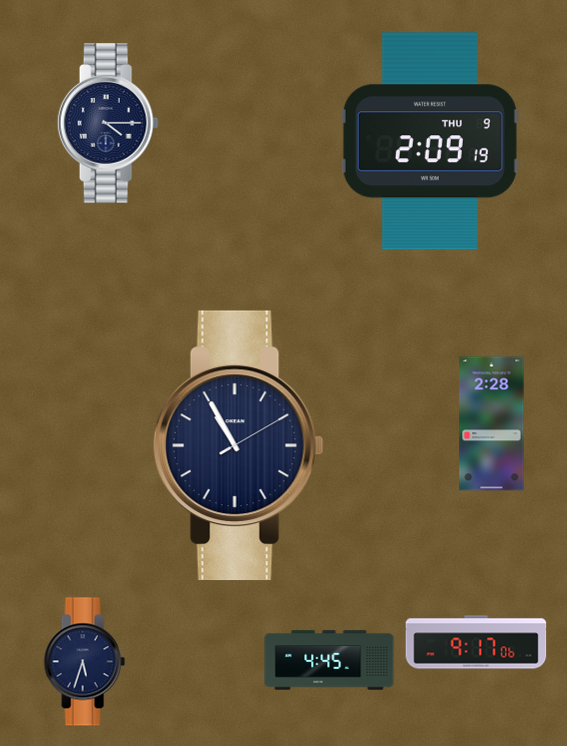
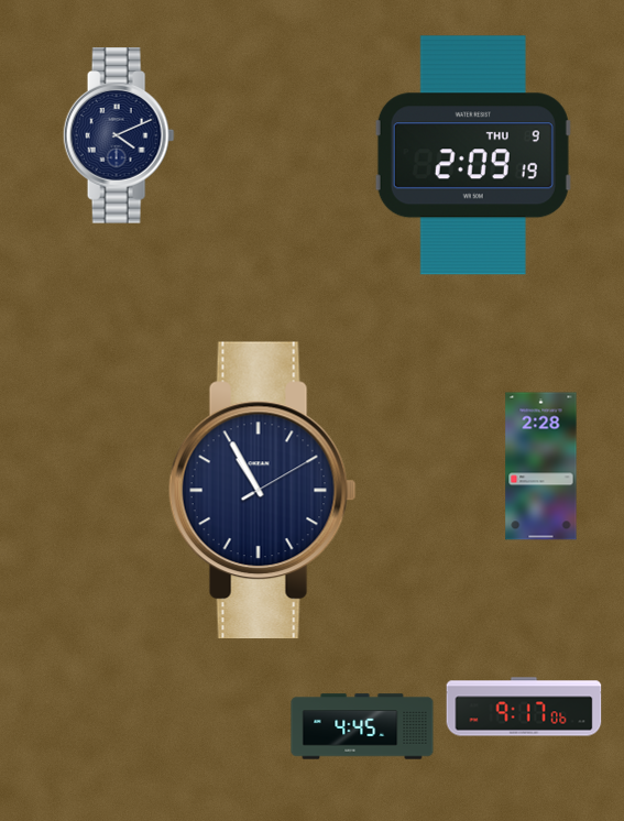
clock at (108, 123): 4:15 -> 4:11
clock at (84, 662): 5:33 -> none
